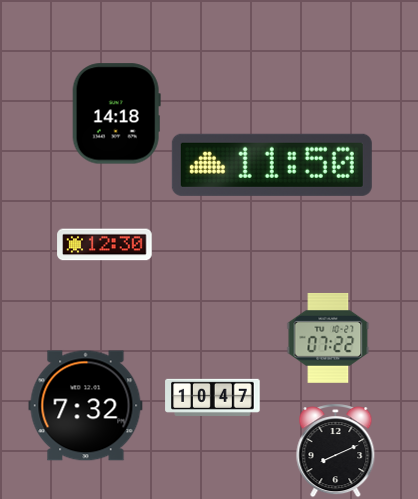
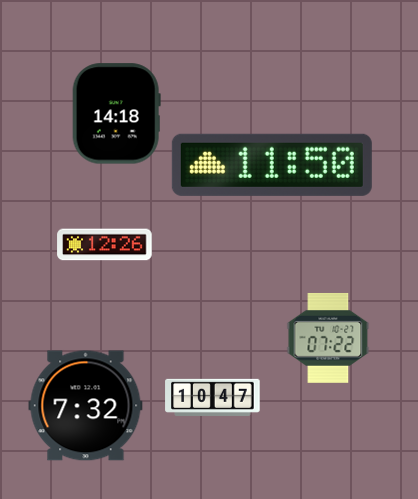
clock at (105, 245): 12:30 -> 12:26
clock at (336, 450): 8:11 -> none
